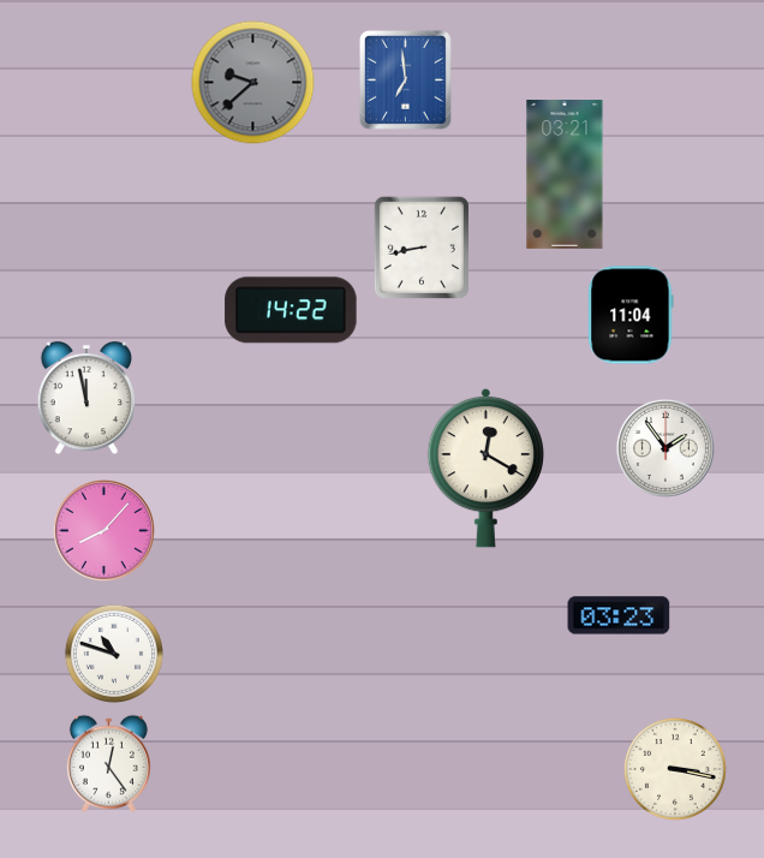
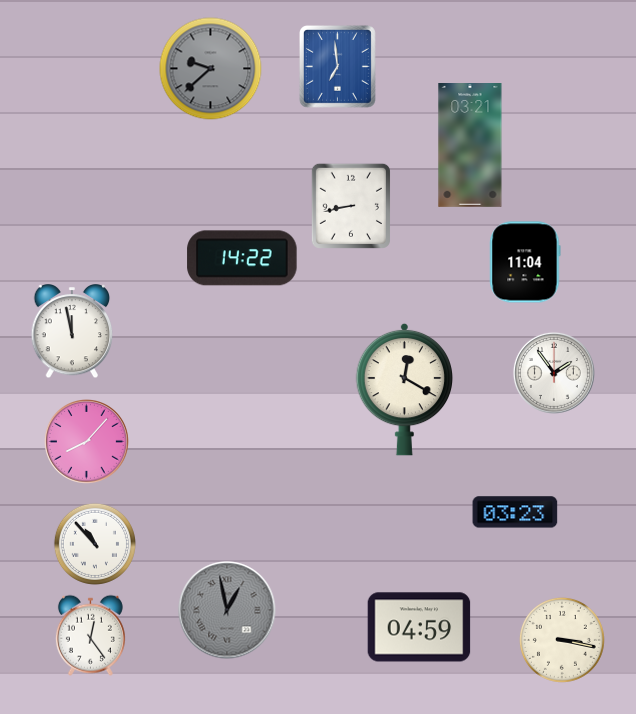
clock at (114, 654): 10:48 -> 10:53
clock at (227, 610): none -> 12:58
clock at (419, 627): none -> 04:59
